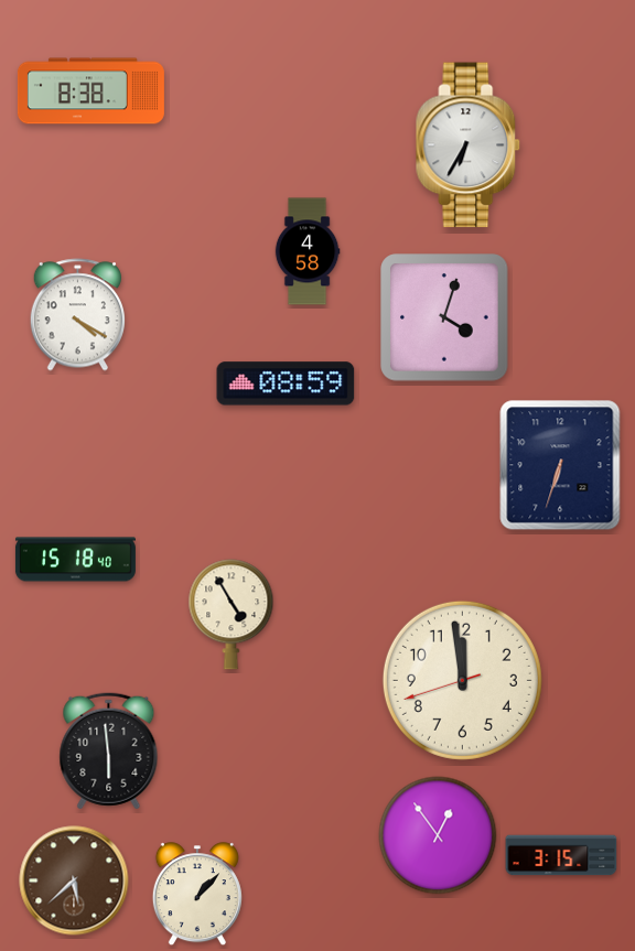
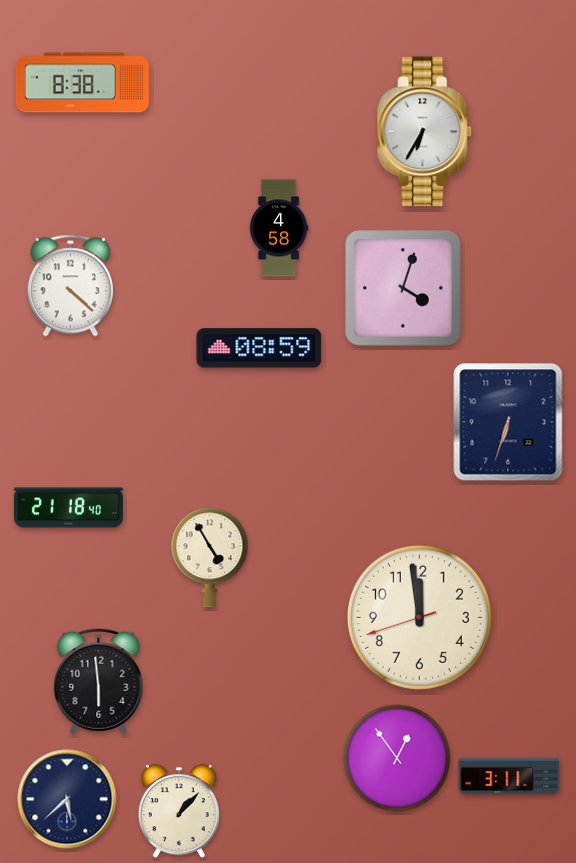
clock at (77, 315): 4:20 -> 4:22
clock at (75, 560): 15:18 -> 21:18
clock at (561, 855): 3:15 -> 3:11
clock at (74, 880) dial: brown -> navy
